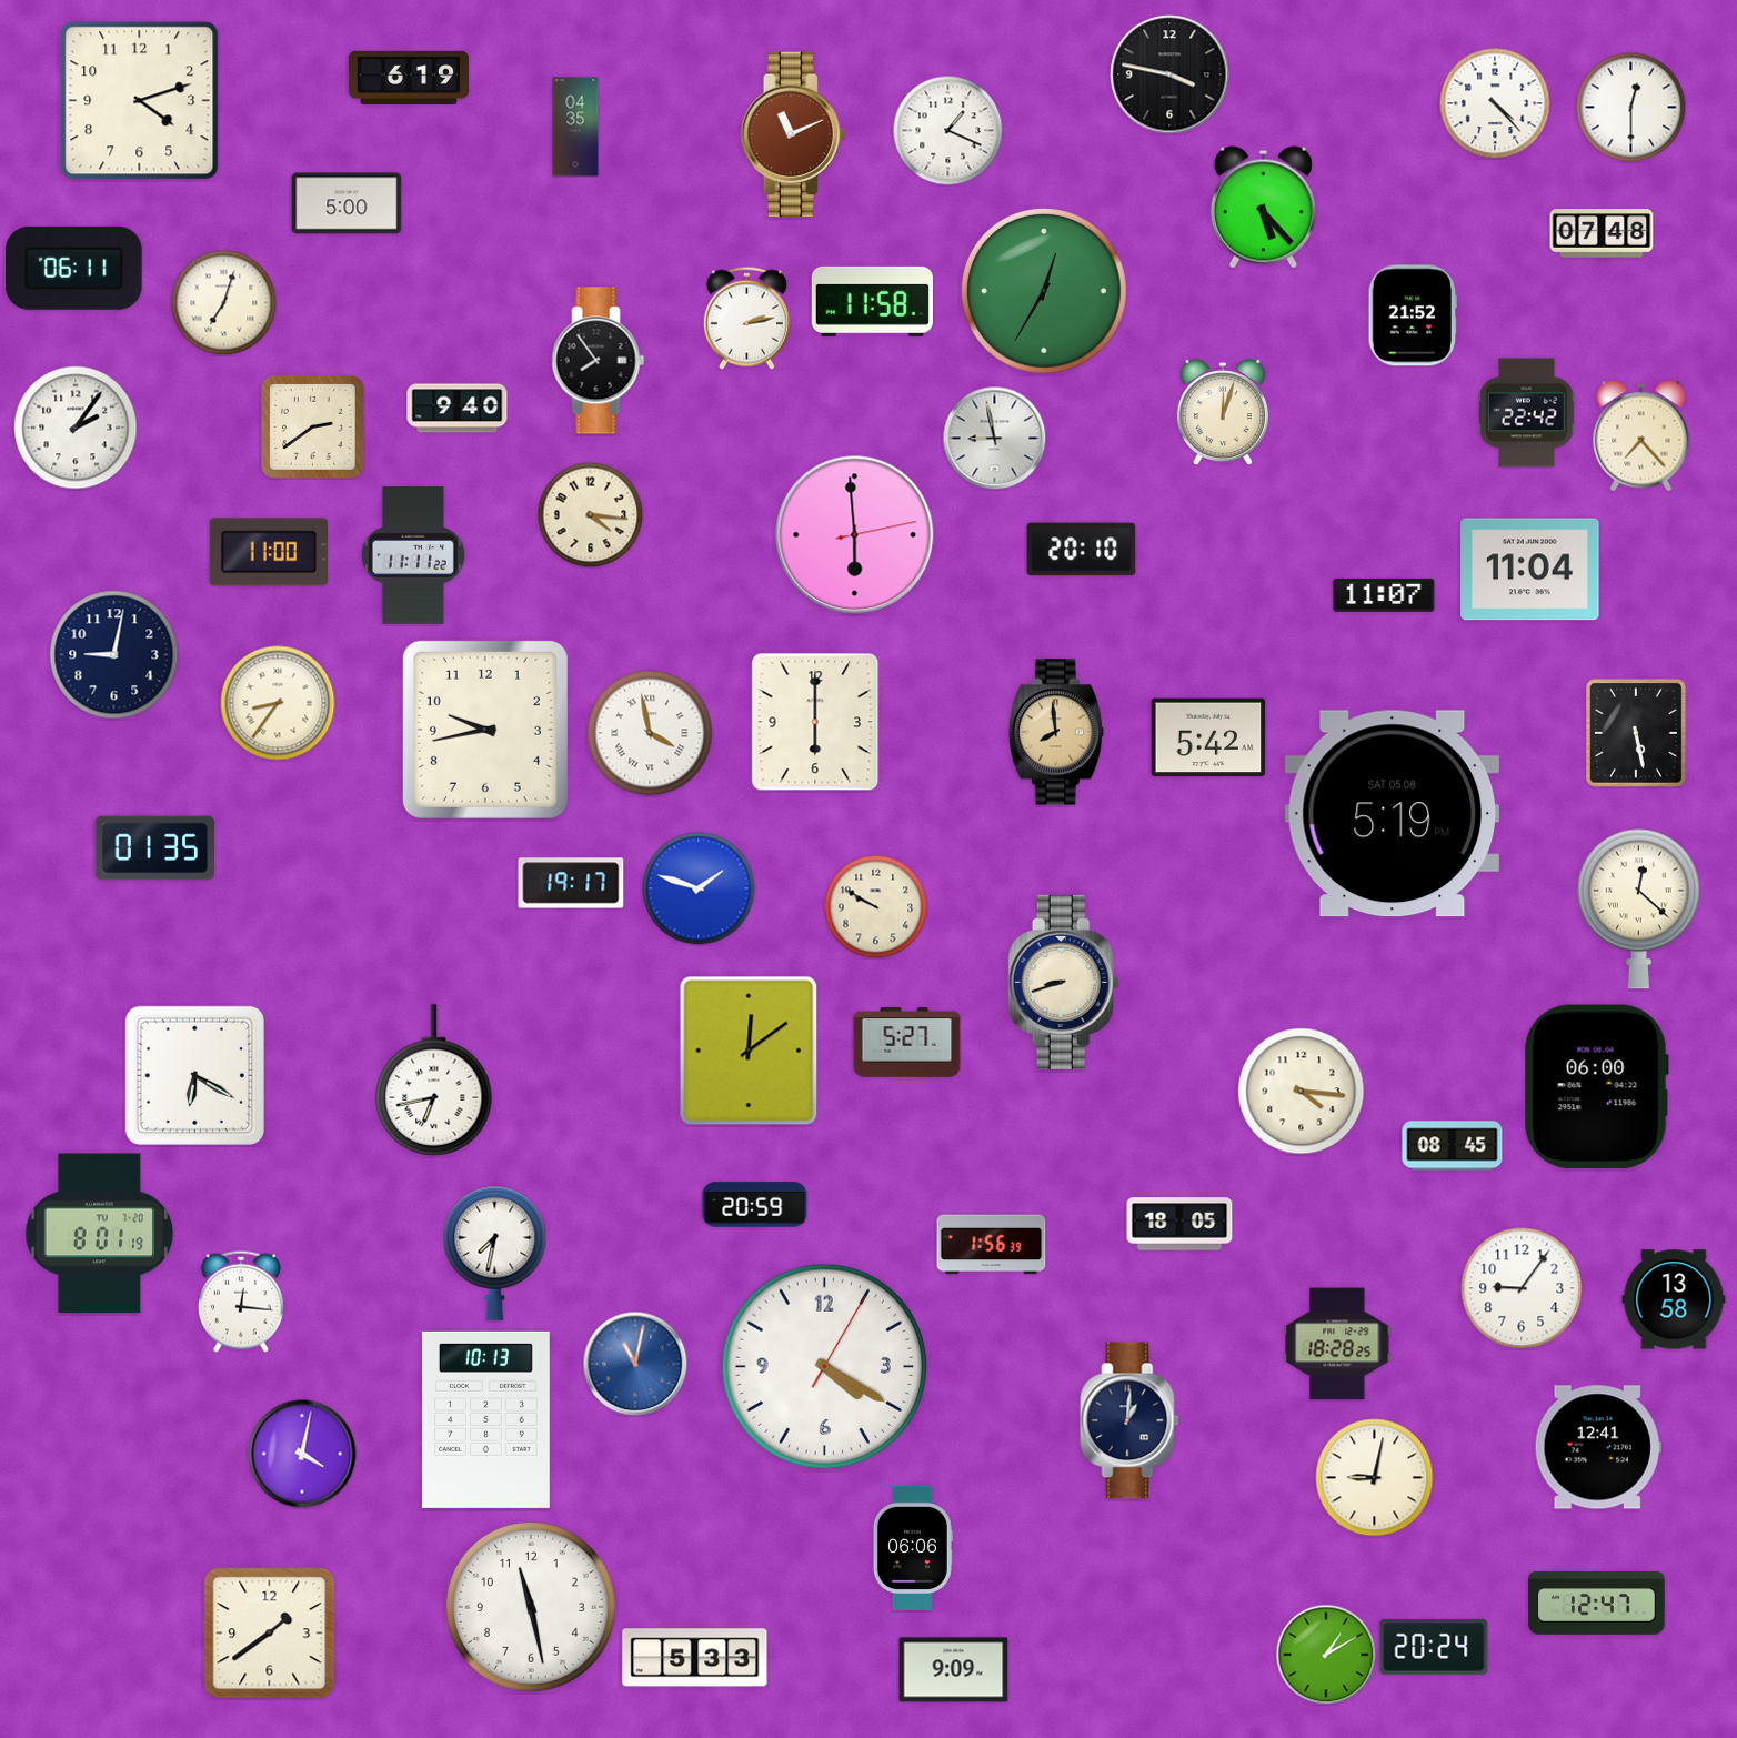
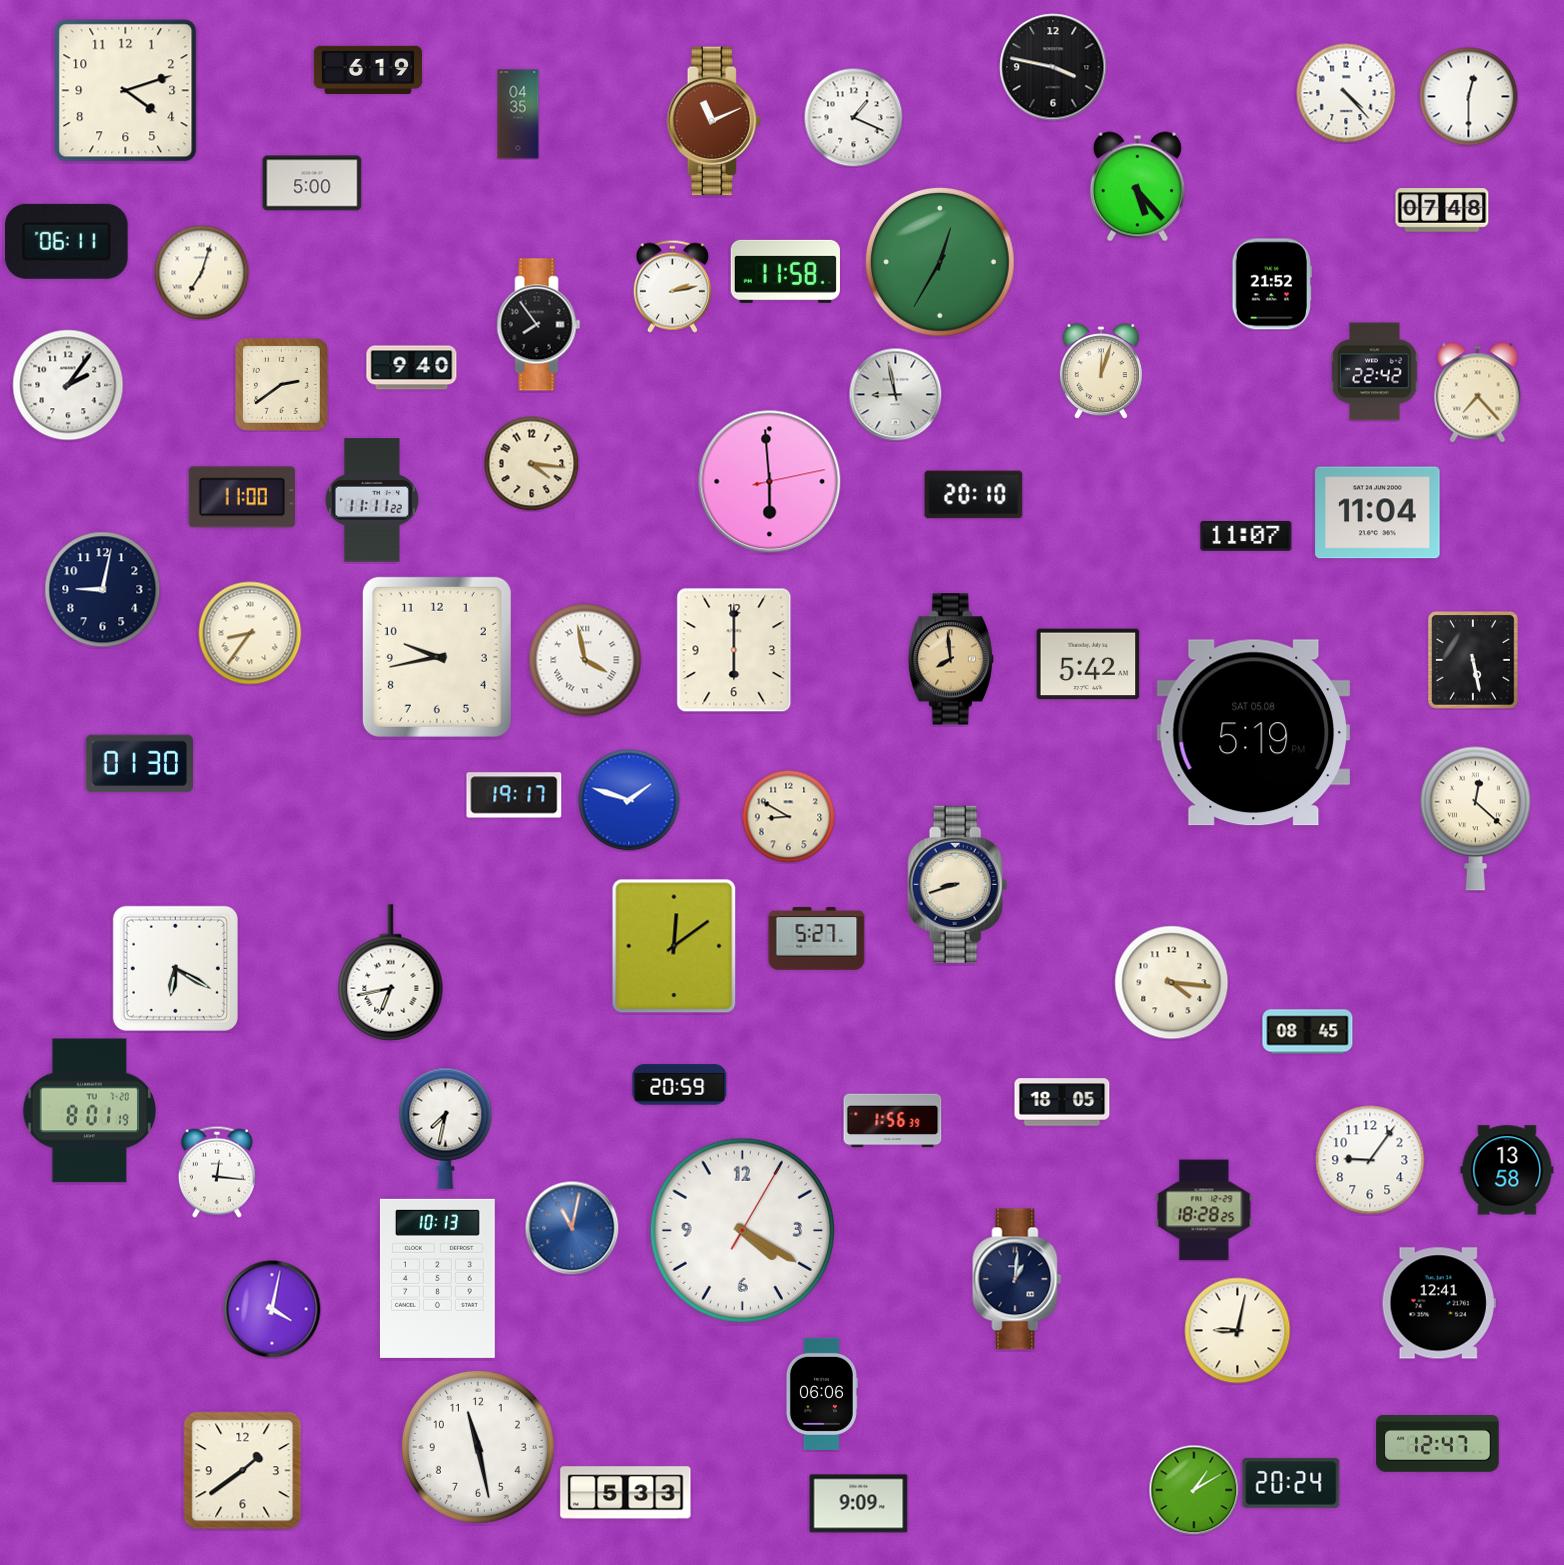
clock at (155, 848): 01:35 -> 01:30
clock at (875, 906): 9:50 -> 8:50
clock at (1596, 1087): 06:00 -> none
